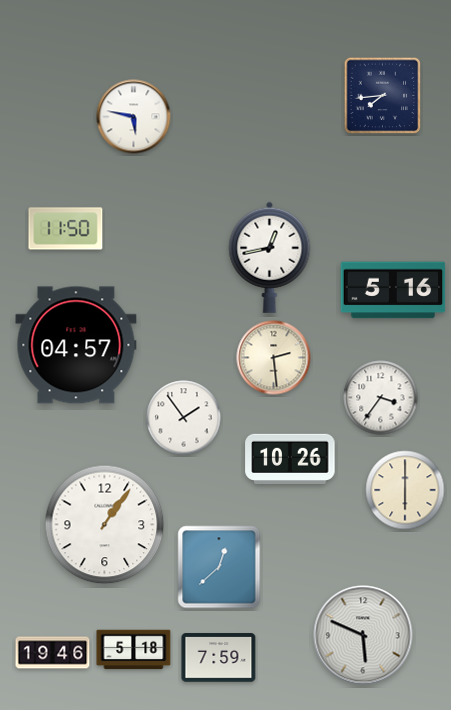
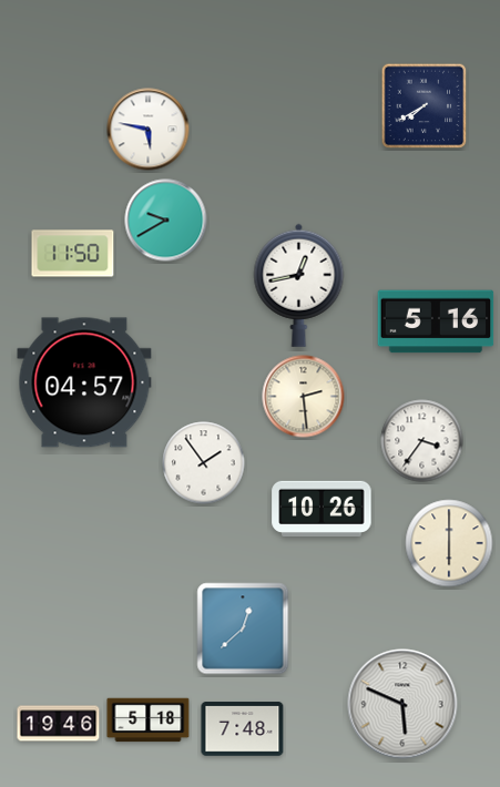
clock at (383, 96): 7:44 -> 7:40
clock at (166, 221): none -> 9:40
clock at (105, 525): 1:06 -> none
clock at (219, 658): 7:59 -> 7:48
